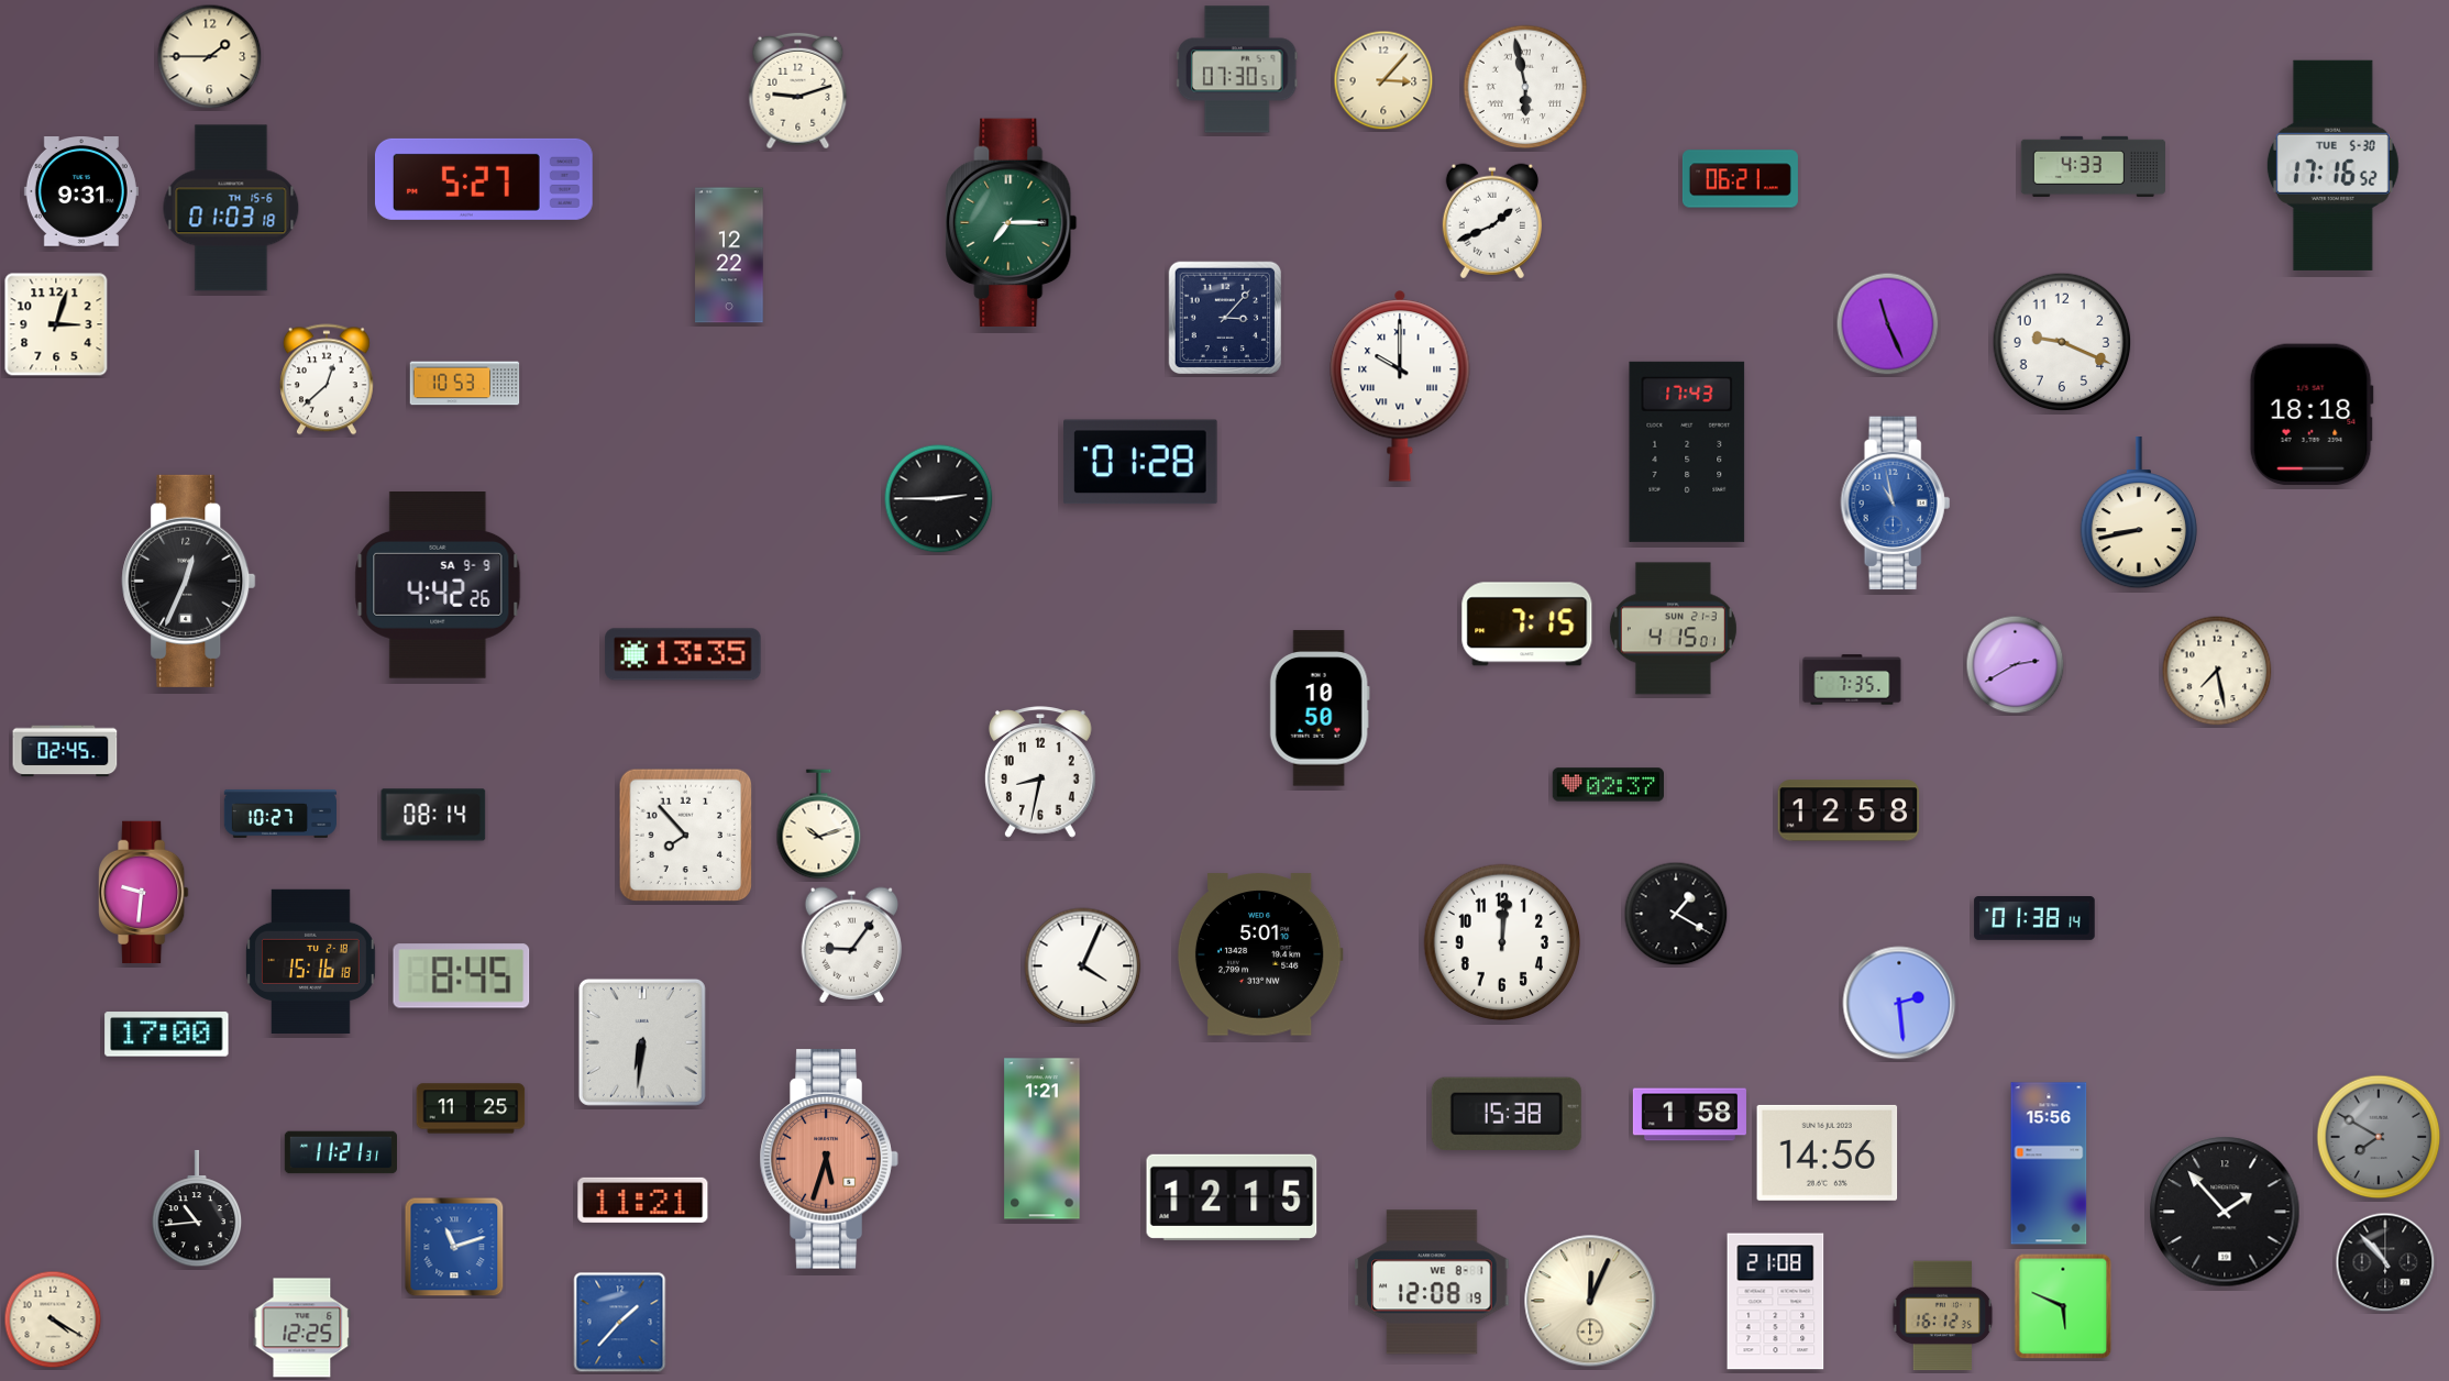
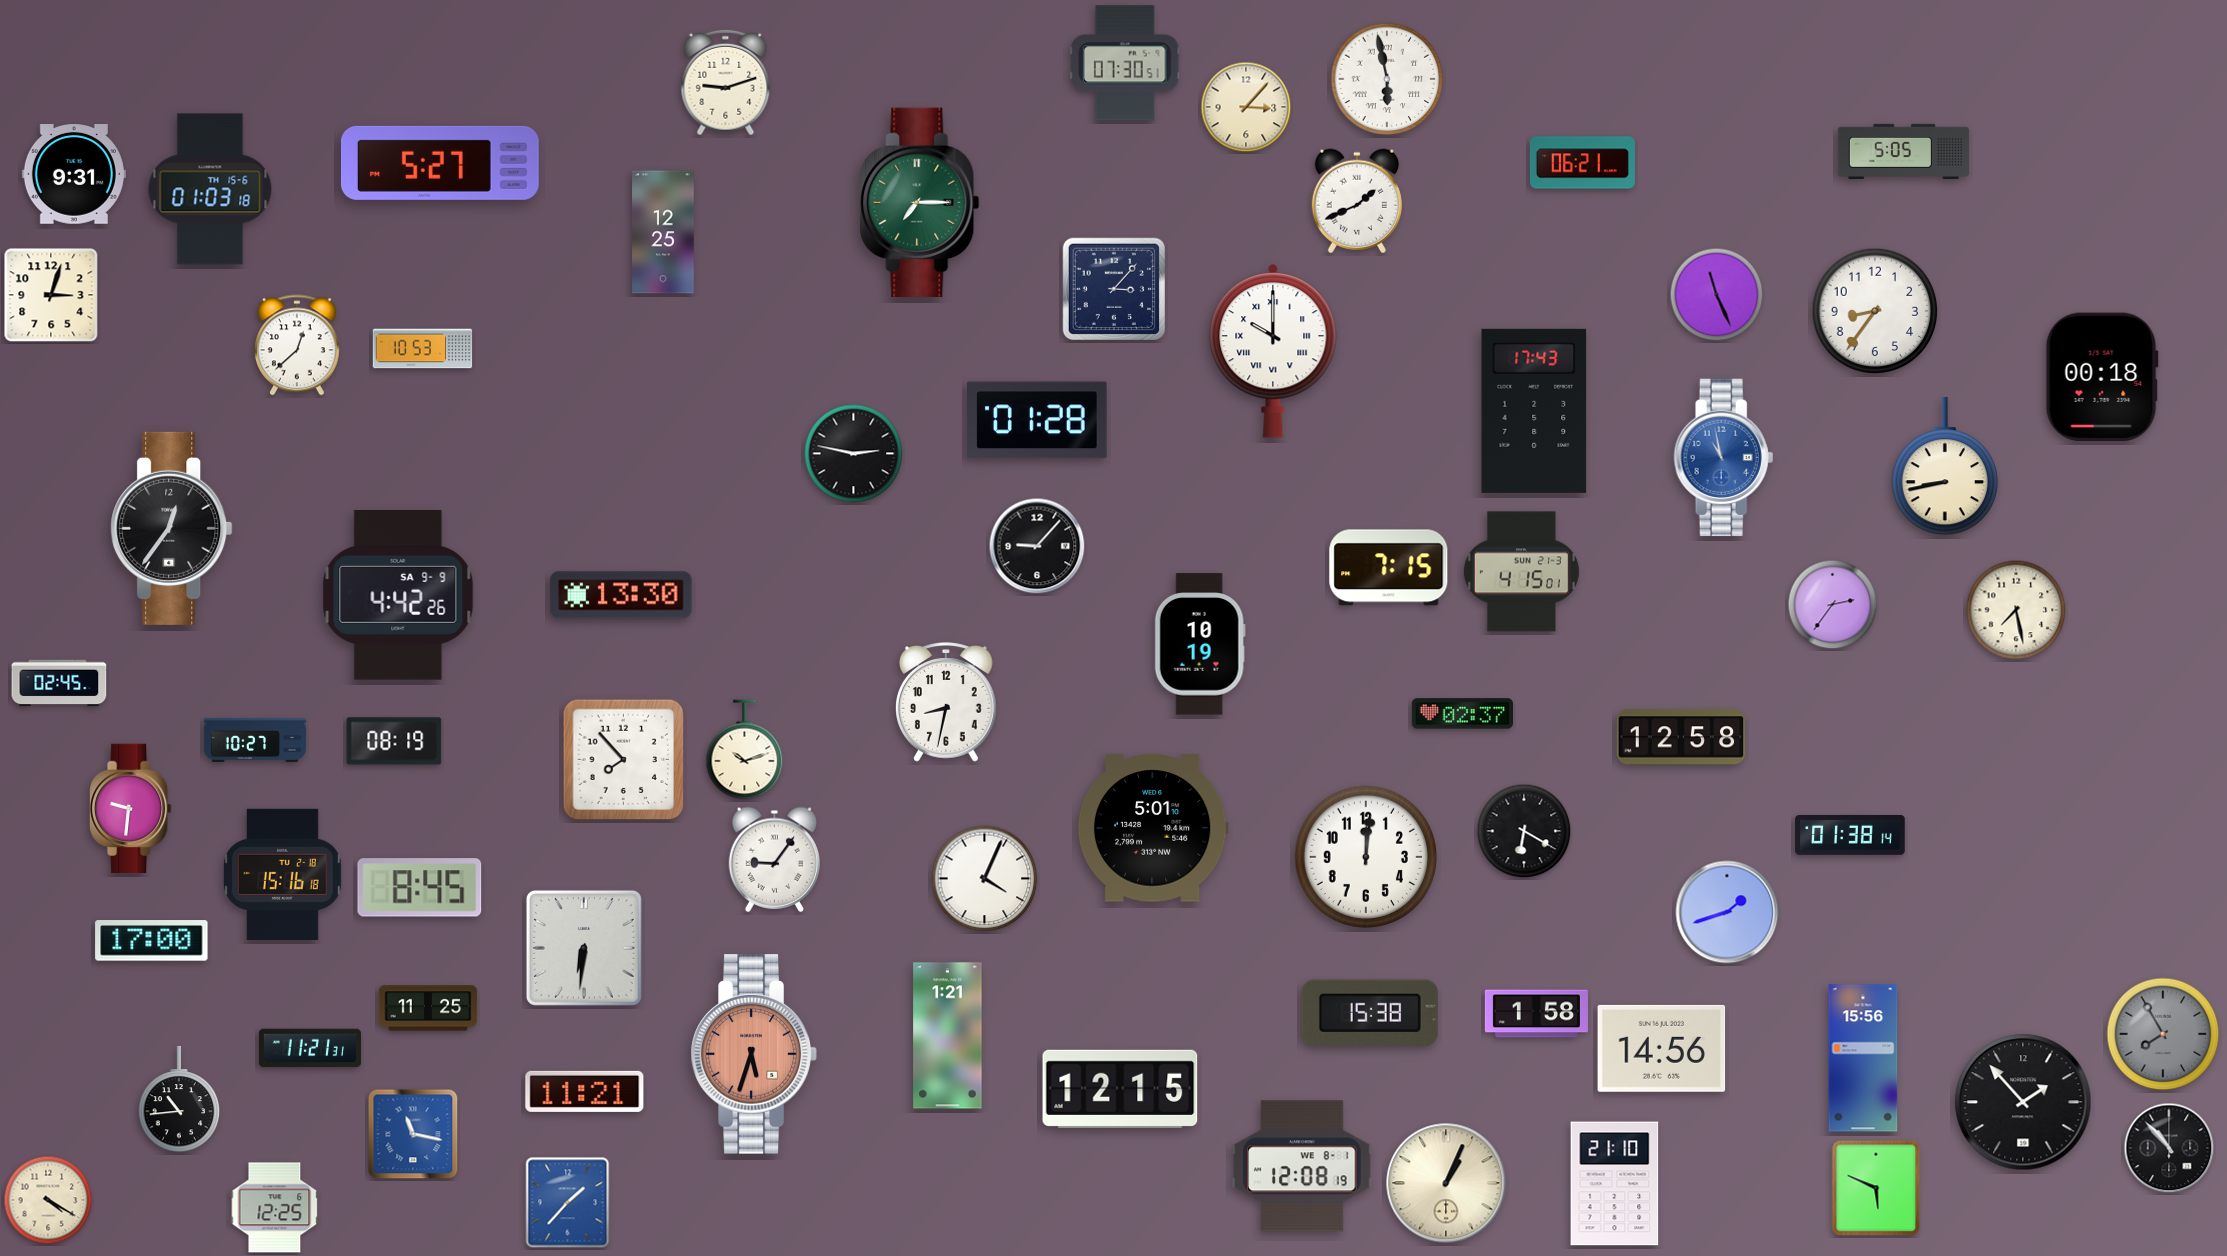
clock at (210, 57): 1:45 -> none
clock at (1383, 80) position: (1383, 80) -> (1246, 107)
clock at (2332, 165): 17:16 -> none
clock at (2093, 166): 4:33 -> 5:05
clock at (729, 255): 12:22 -> 12:25
clock at (2062, 342): 9:19 -> 8:36
clock at (2312, 415): 18:18 -> 00:18
clock at (939, 499): 2:45 -> 2:47
clock at (189, 581): 12:34 -> 12:36
clock at (438, 586) position: (438, 586) -> (398, 596)
clock at (1037, 546): none -> 9:07
clock at (683, 654): 13:35 -> 13:30
clock at (2016, 665): 2:40 -> 2:36
clock at (1852, 680): 7:35 -> none
clock at (1320, 708): 10:50 -> 10:19
clock at (433, 815): 08:14 -> 08:19
clock at (144, 893) position: (144, 893) -> (131, 809)
clock at (1676, 914): 1:20 -> 6:20
clock at (1260, 954) position: (1260, 954) -> (1153, 828)
clock at (1899, 1003): 2:29 -> 1:42
clock at (2379, 1137): 7:50 -> 7:55
clock at (454, 1247): 11:12 -> 11:17
clock at (1590, 1301): 12:04 -> 1:04
clock at (1776, 1302): 21:08 -> 21:10
clock at (1943, 1316): 16:12 -> none
clock at (620, 1323) position: (620, 1323) -> (568, 1203)
